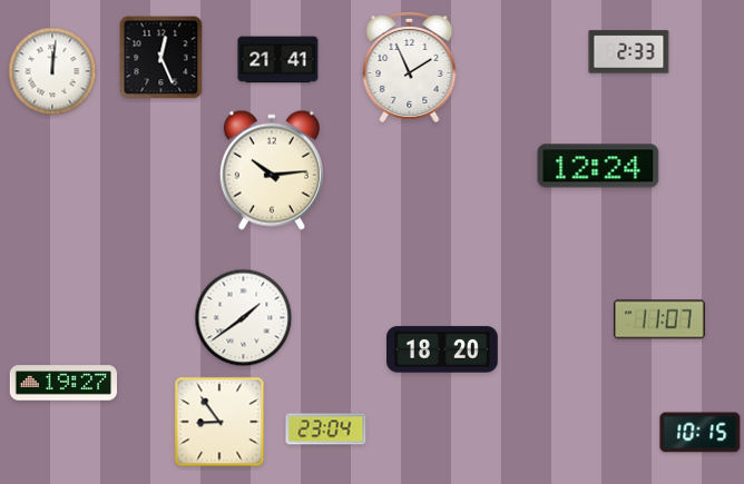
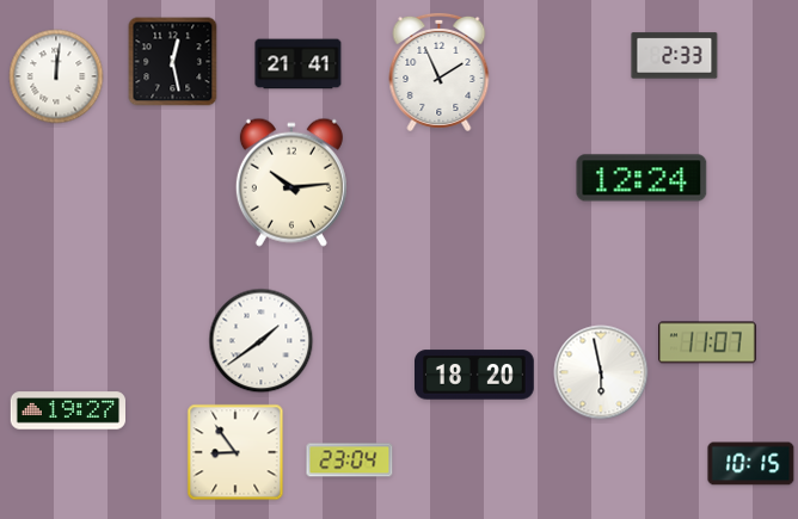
clock at (161, 58): 12:26 -> 12:28
clock at (601, 372): none -> 5:58
